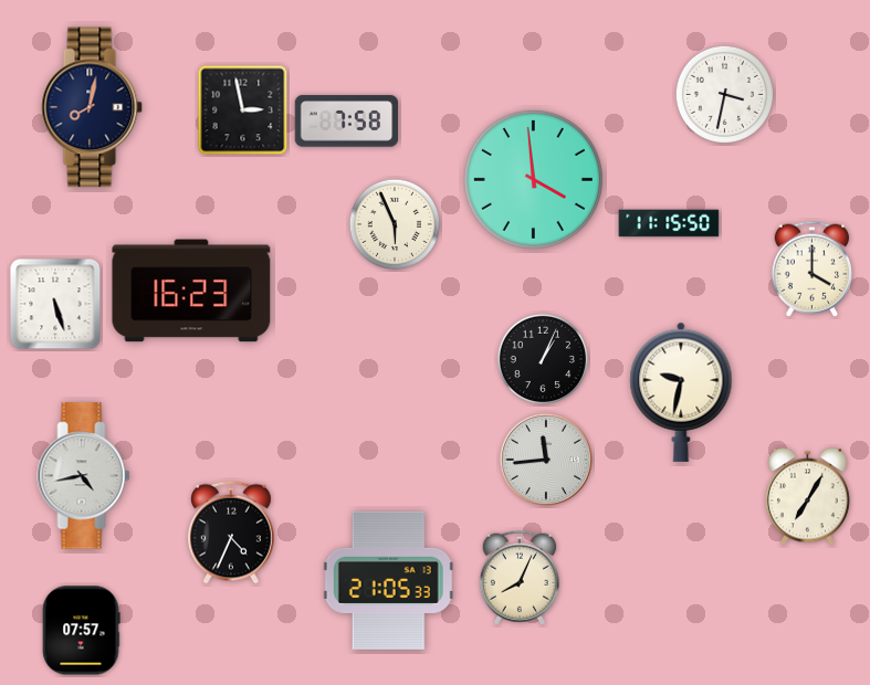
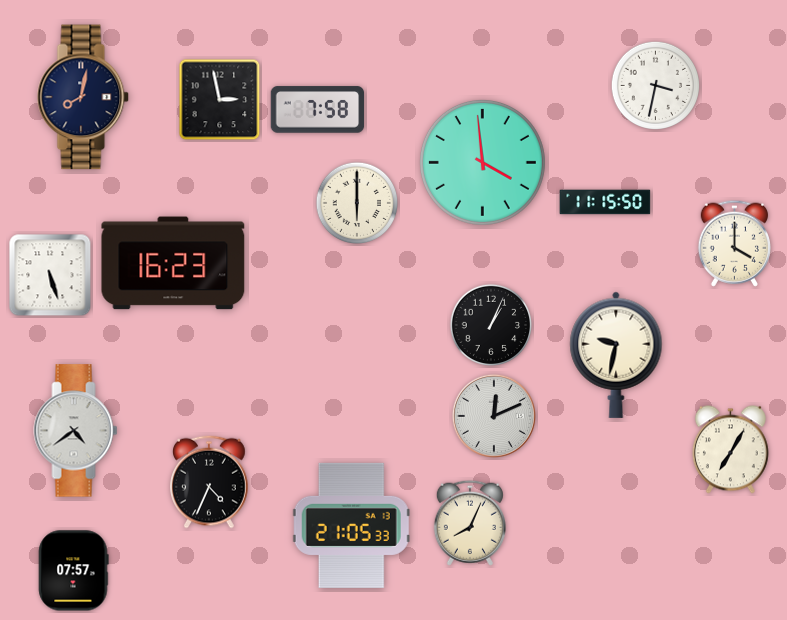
clock at (347, 122) position: (347, 122) -> (318, 110)
clock at (395, 224): 5:56 -> 6:00
clock at (546, 460): 11:44 -> 12:11
clock at (84, 476): 4:43 -> 4:39
